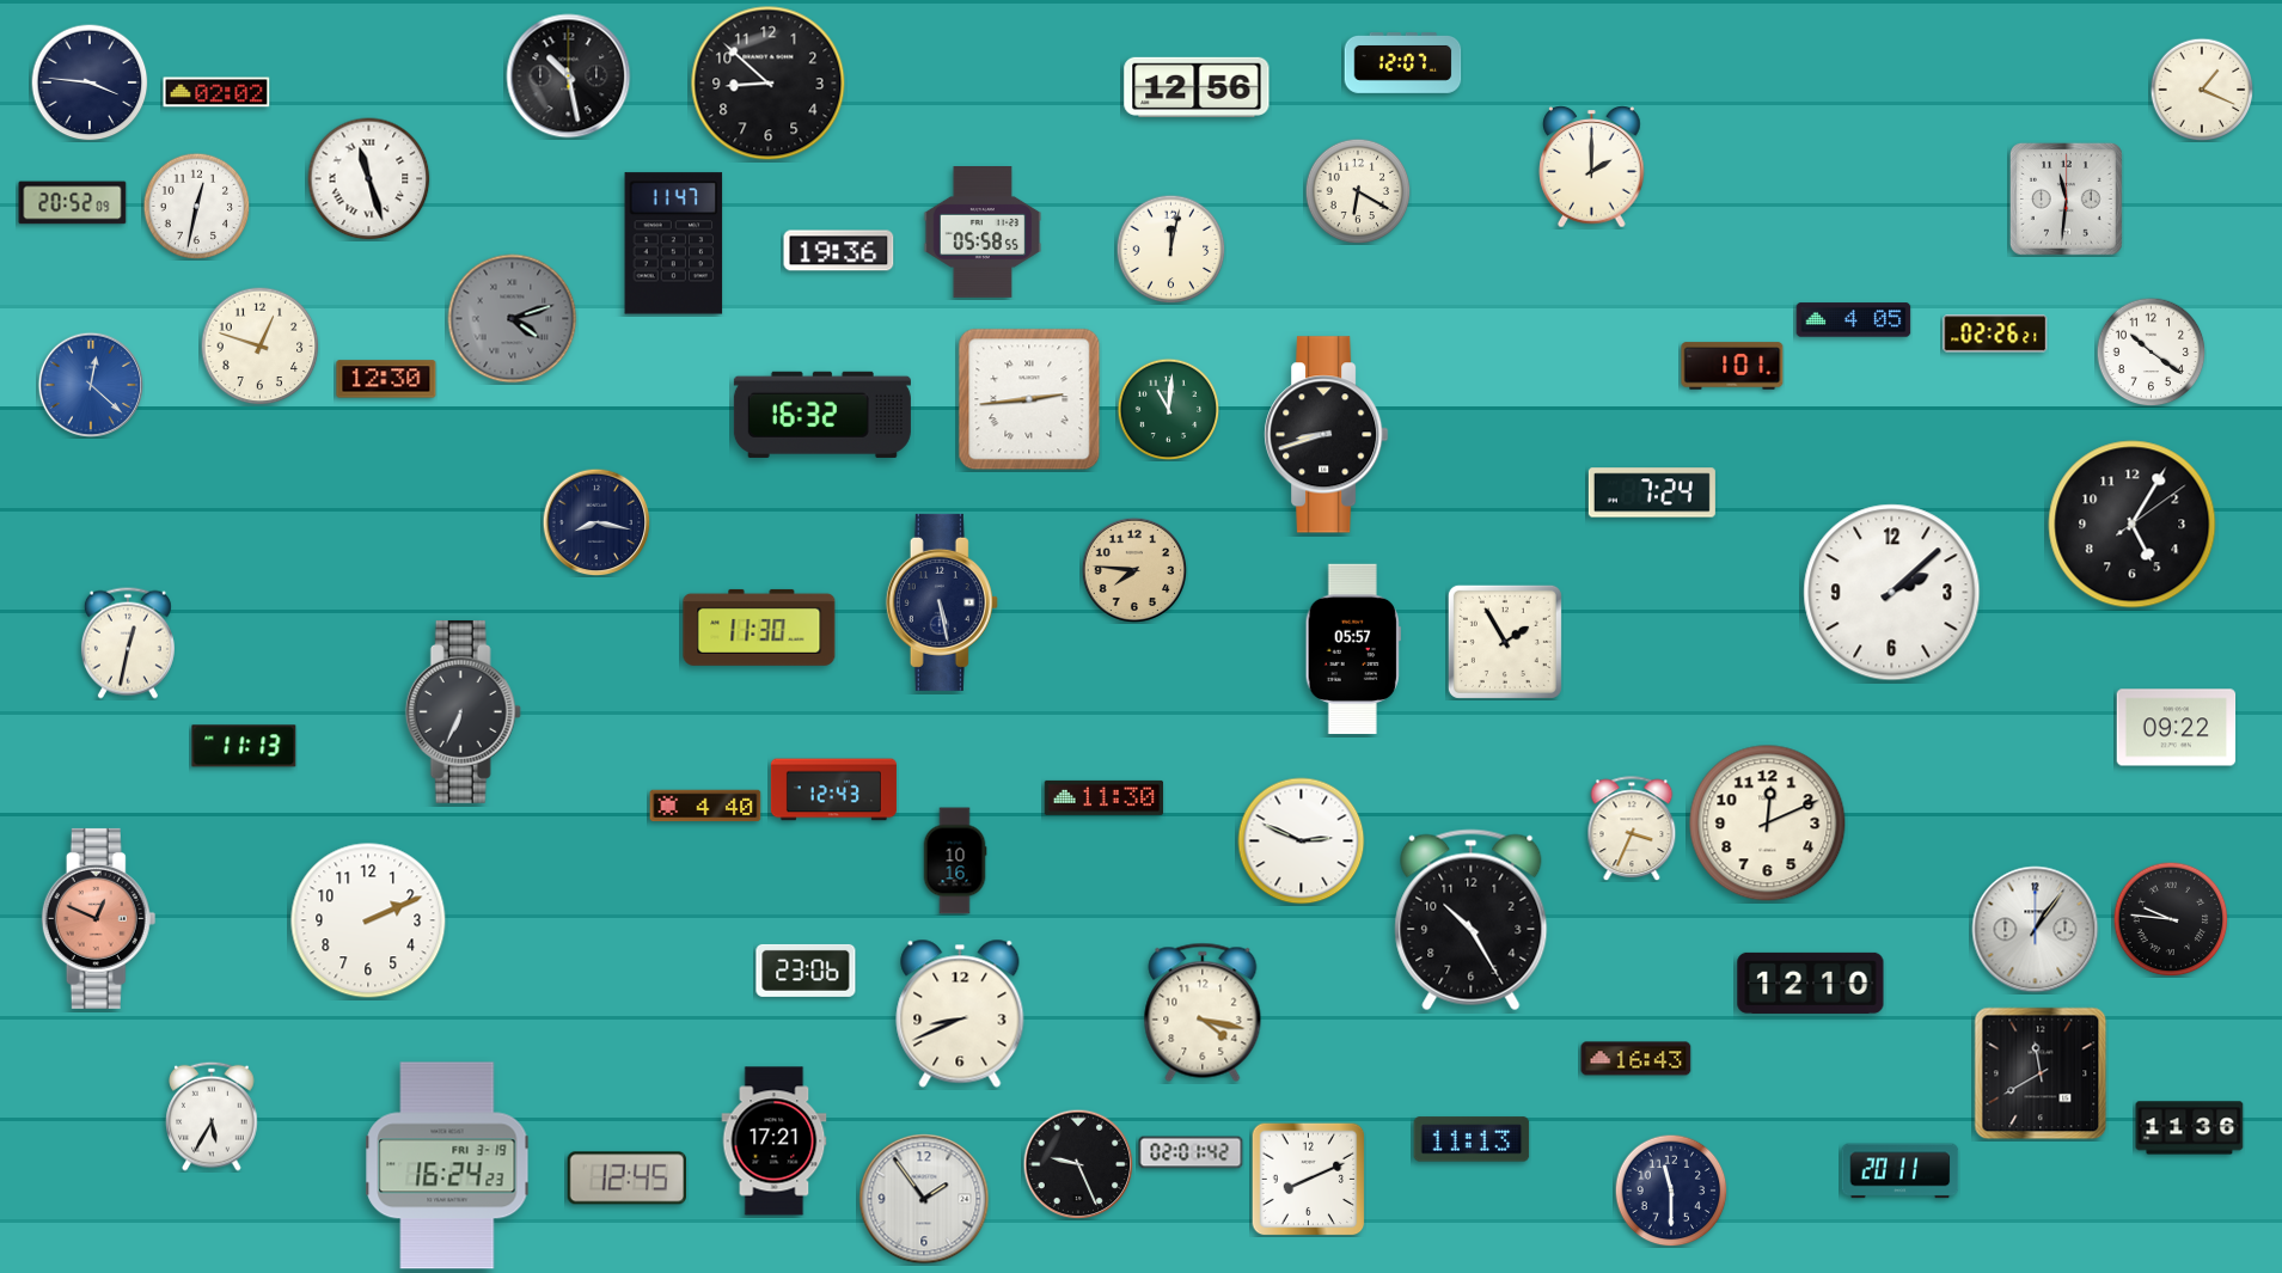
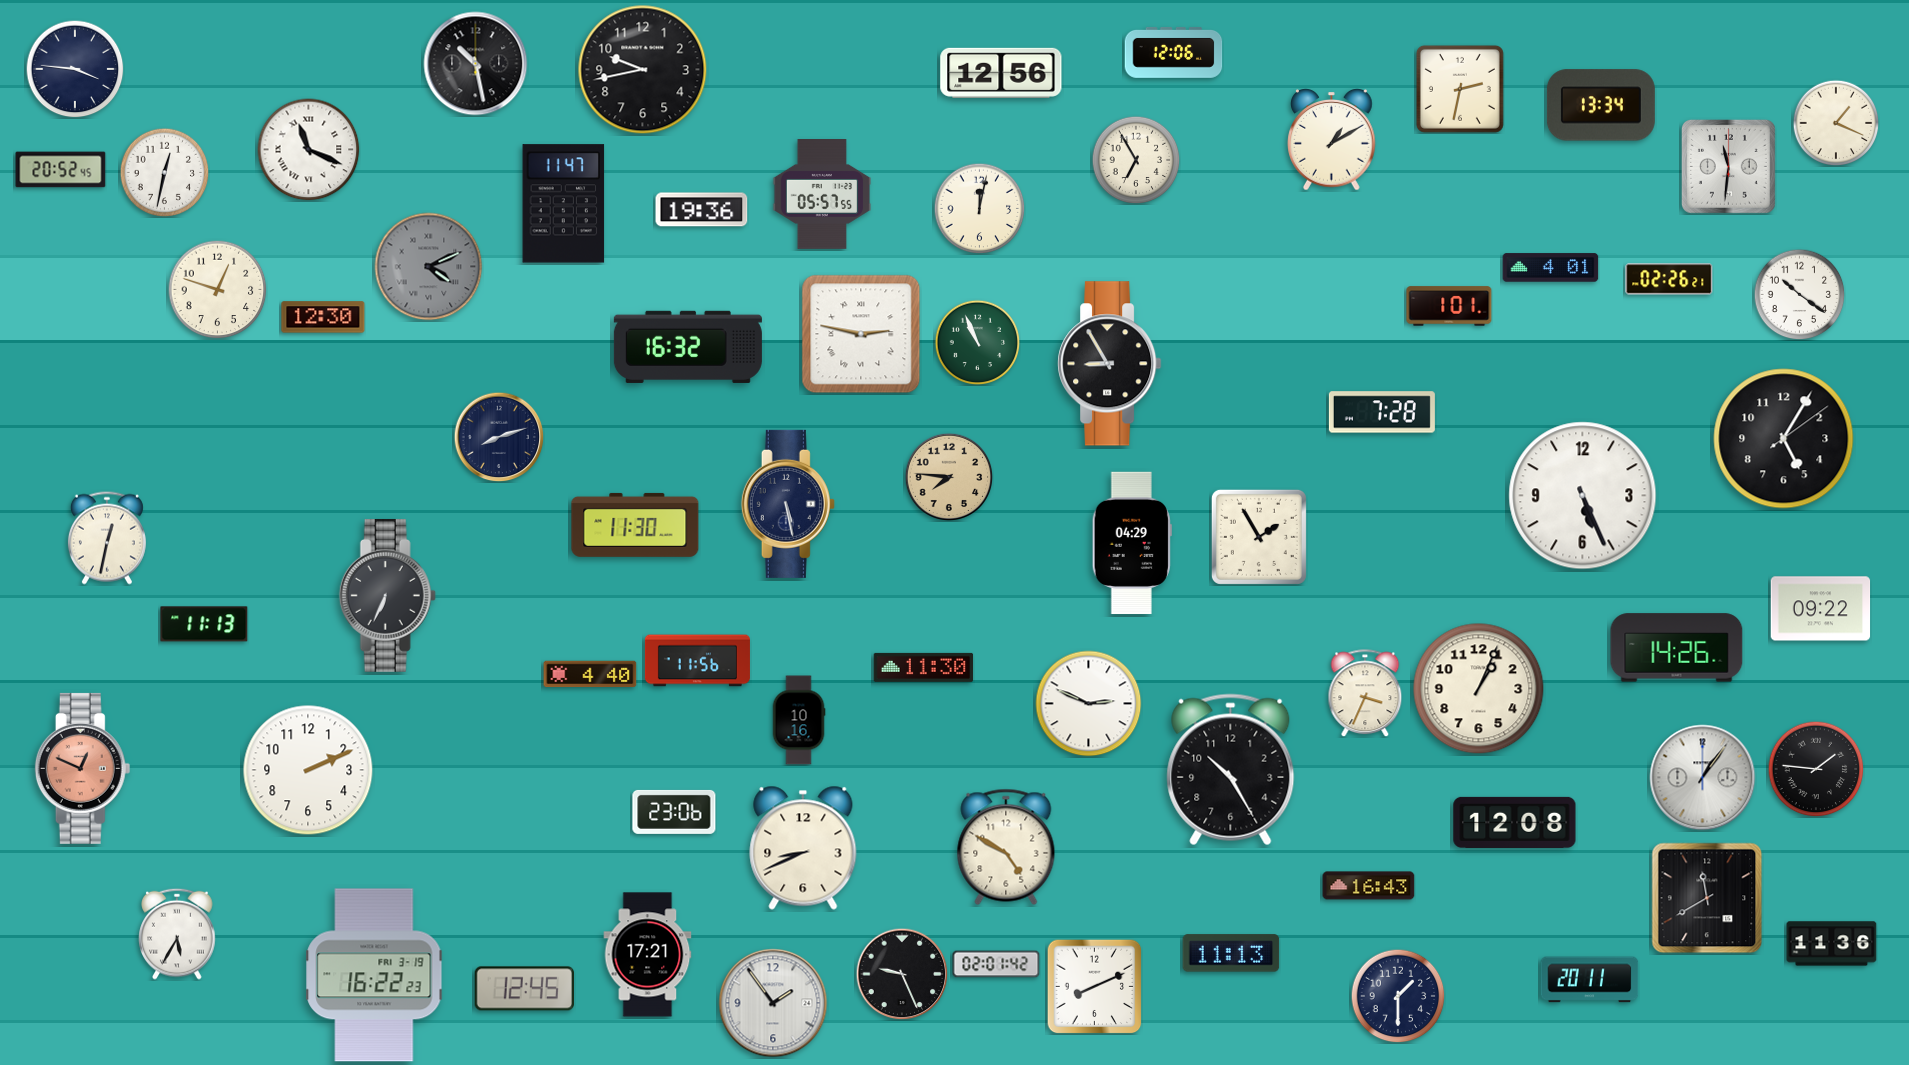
clock at (1403, 63): 12:07 -> 12:06
clock at (769, 84): 8:52 -> 9:43
clock at (2202, 90) position: (2202, 90) -> (1836, 123)
clock at (216, 92): 02:02 -> none
clock at (1460, 89): none -> 2:32
clock at (1601, 105): none -> 13:34
clock at (1592, 167): 2:00 -> 1:10
clock at (369, 179): 11:27 -> 11:19
clock at (1358, 191): 6:20 -> 6:55
clock at (73, 203): 20:52:09 -> 20:52:45
clock at (983, 233): 05:58 -> 05:57
clock at (513, 319): 4:12 -> 4:11
clock at (1854, 320): 4:05 -> 4:01
clock at (91, 385): 12:22 -> none
clock at (1029, 399): 2:44 -> 2:47
clock at (1168, 409): 11:01 -> 10:56
clock at (1327, 435): 8:42 -> 8:55
clock at (1652, 492): 7:24 -> 7:28
clock at (596, 522): 8:17 -> 8:12
clock at (1892, 593): 2:08 -> 5:26
clock at (1353, 649): 05:57 -> 04:29
clock at (1677, 648): none -> 14:26
clock at (833, 790): 12:43 -> 11:56
clock at (1768, 824): 12:11 -> 1:04
clock at (2171, 919): 9:46 -> 1:46
clock at (1811, 983): 12:10 -> 12:08
clock at (1203, 1012): 4:17 -> 4:50
clock at (447, 1165): 16:24 -> 16:22
clock at (626, 1179) position: (626, 1179) -> (524, 989)
clock at (1671, 1191): 11:30 -> 1:30
